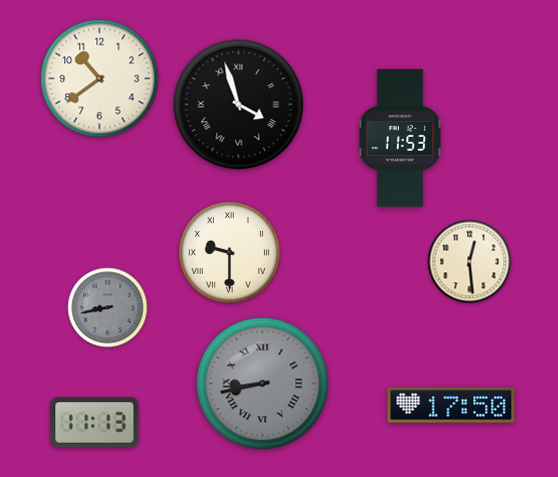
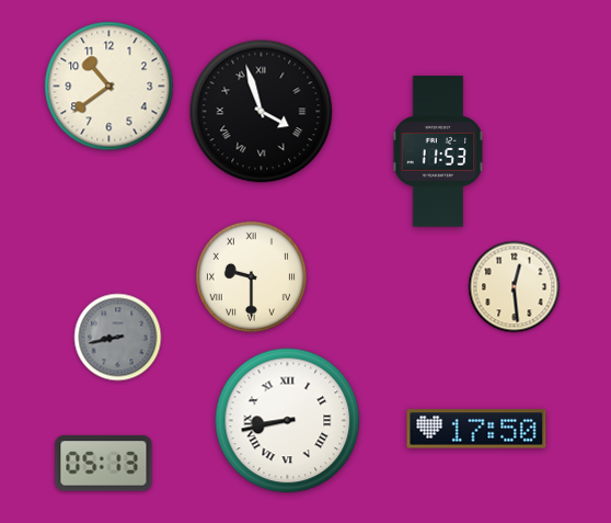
clock at (239, 105) position: (239, 105) -> (262, 112)
clock at (263, 384) dial: grey -> white
clock at (451, 405) position: (451, 405) -> (476, 429)
clock at (95, 423): 11:13 -> 05:13
